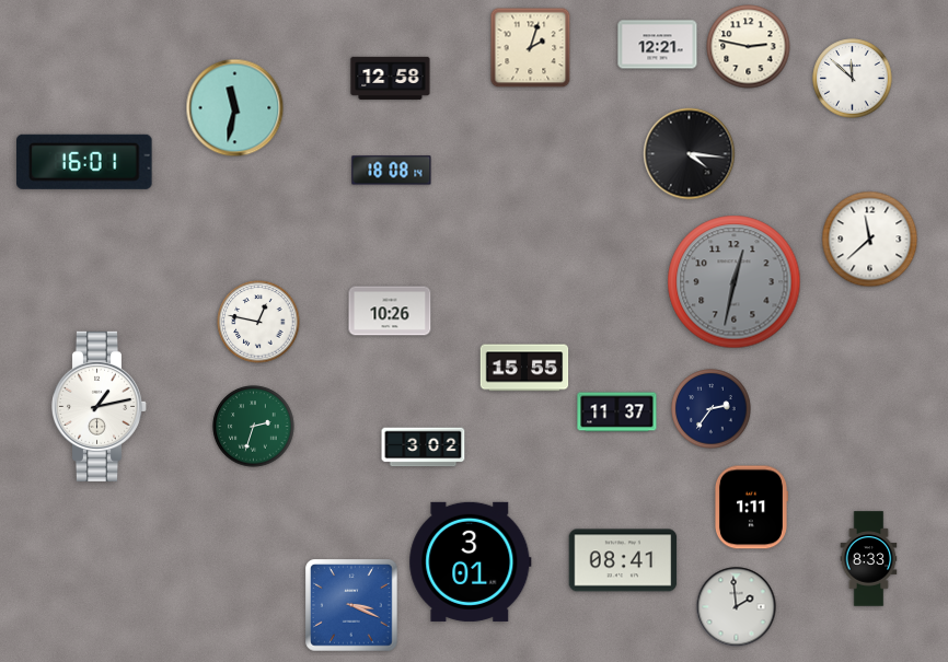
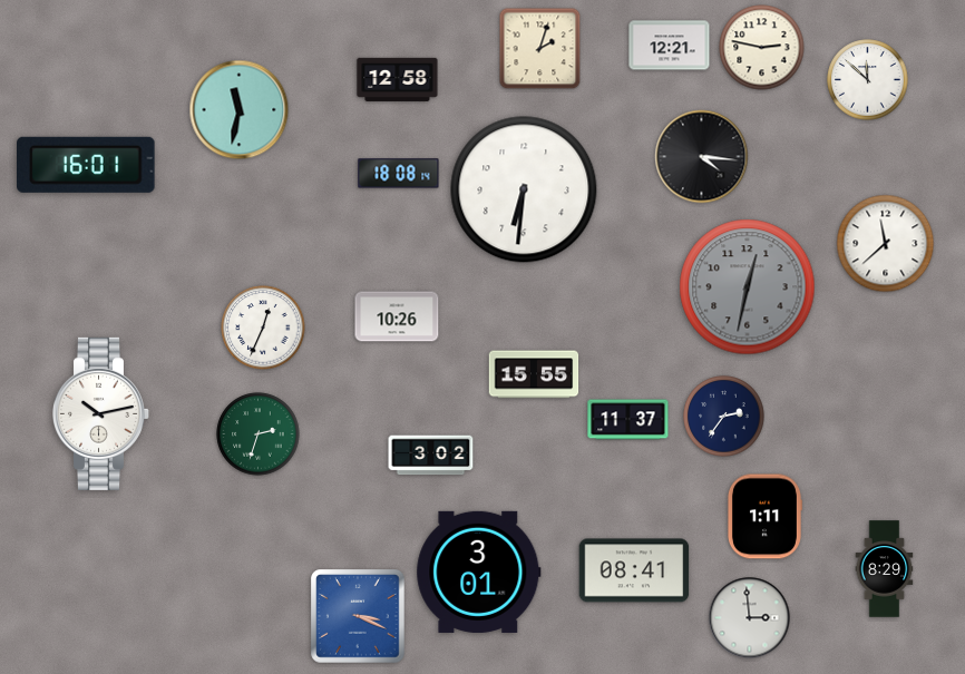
clock at (524, 189): none -> 6:31
clock at (258, 322): 12:47 -> 12:34
clock at (100, 406): 1:13 -> 10:13
clock at (869, 559): 8:33 -> 8:29
clock at (737, 607): 1:59 -> 2:59
